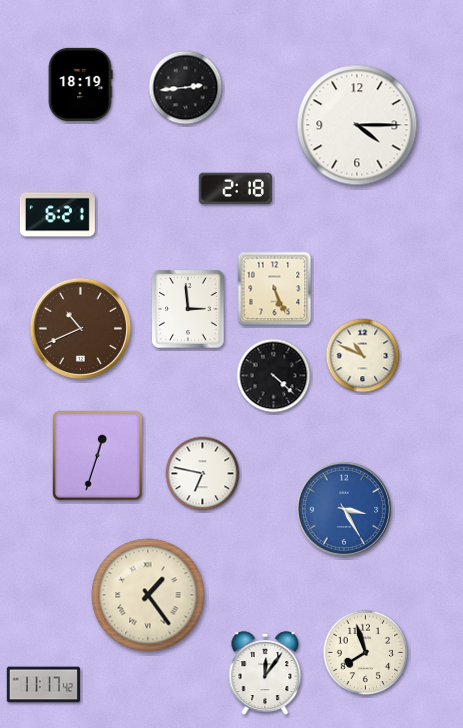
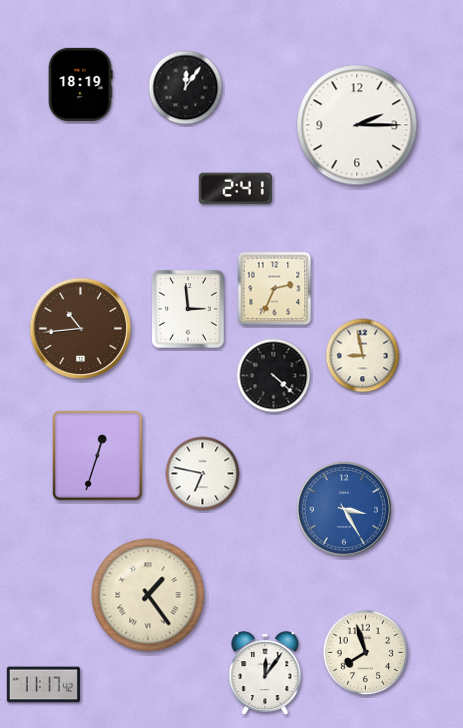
clock at (186, 88): 2:44 -> 12:06
clock at (357, 125): 4:15 -> 2:15
clock at (235, 189): 2:18 -> 2:41
clock at (57, 215): 6:21 -> none
clock at (275, 289): 5:26 -> 2:34
clock at (80, 328): 10:41 -> 10:44
clock at (363, 356): 10:49 -> 8:58
